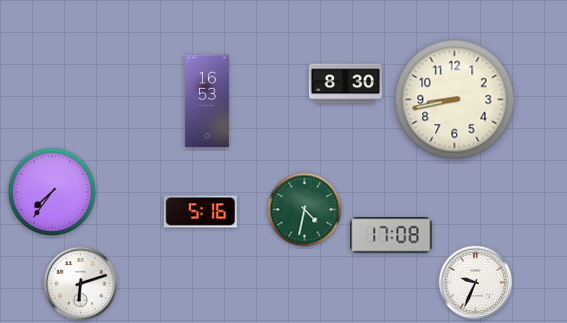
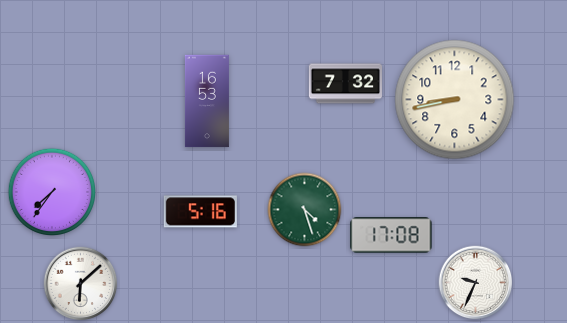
clock at (345, 84): 8:30 -> 7:32
clock at (305, 210): 4:32 -> 4:27
clock at (81, 284): 6:12 -> 6:08
